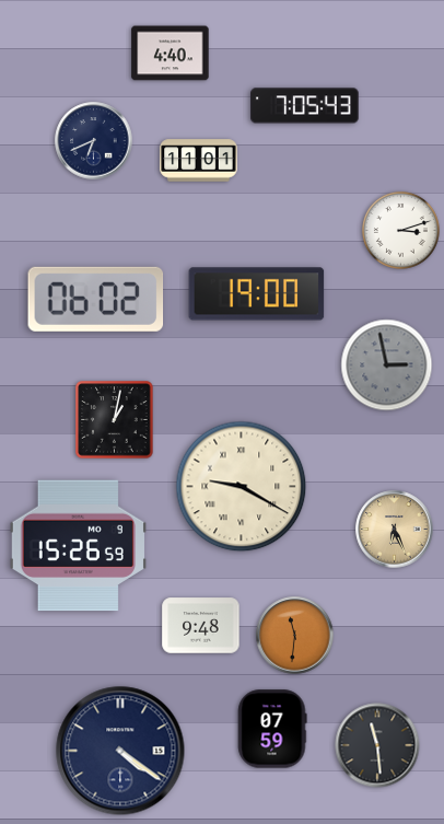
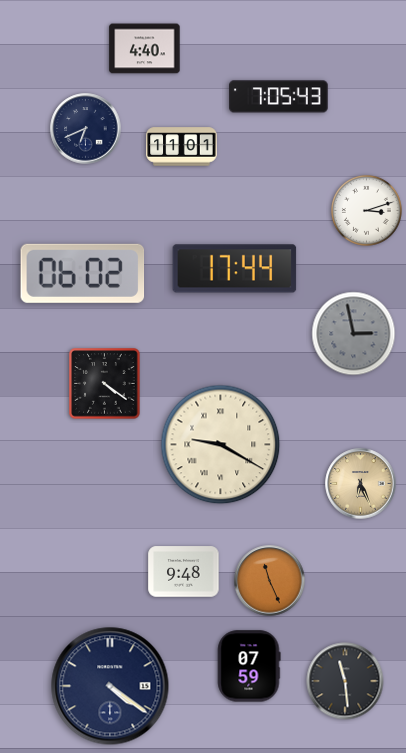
clock at (171, 54) position: (171, 54) -> (145, 49)
clock at (257, 294): 19:00 -> 17:44
clock at (96, 299) position: (96, 299) -> (83, 273)
clock at (115, 420): 1:02 -> 4:21
clock at (78, 546): 15:26 -> none
clock at (295, 636): 11:31 -> 11:26
